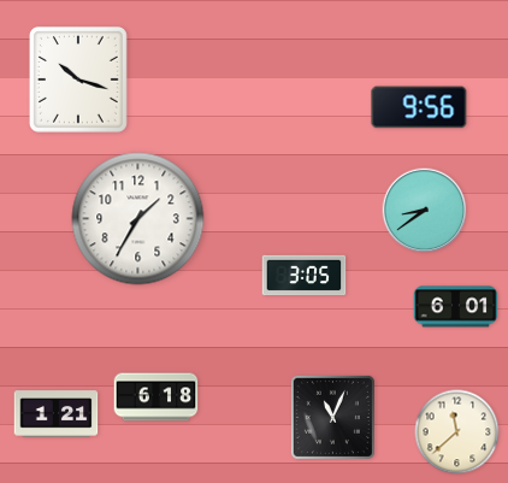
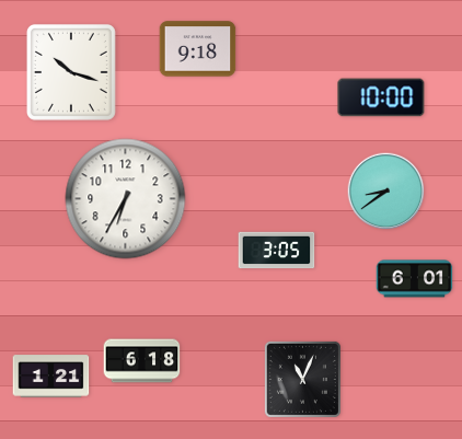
clock at (198, 49): none -> 9:18
clock at (419, 107): 9:56 -> 10:00
clock at (138, 219): 1:35 -> 6:35
clock at (457, 432): 11:38 -> none
